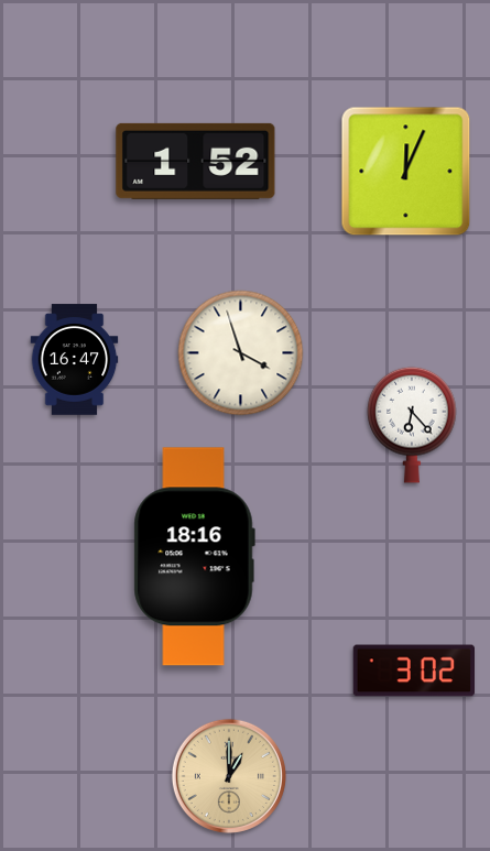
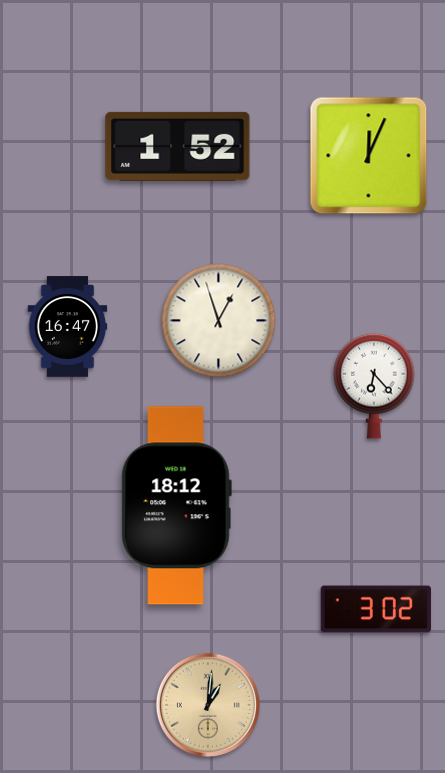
clock at (241, 353): 3:57 -> 12:57
clock at (194, 557): 18:16 -> 18:12
clock at (229, 776): 1:00 -> 1:01
